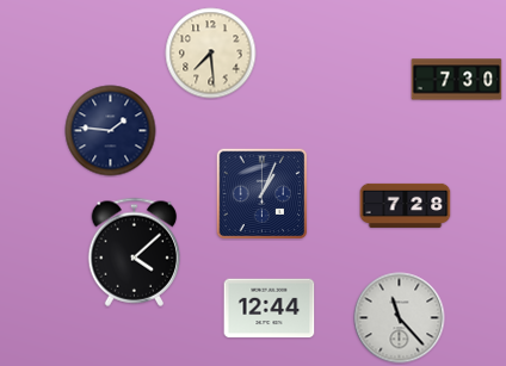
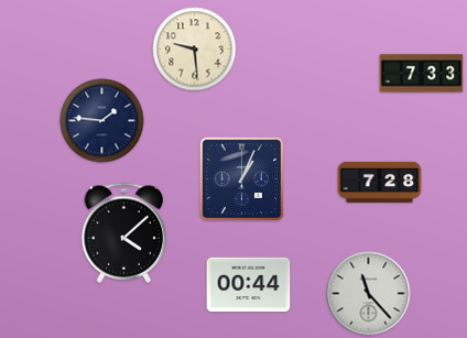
clock at (211, 54): 7:29 -> 9:29
clock at (457, 80): 7:30 -> 7:33
clock at (406, 205) position: (406, 205) -> (380, 182)
clock at (270, 309): 12:44 -> 00:44
